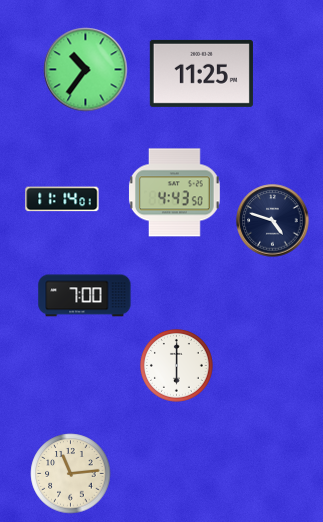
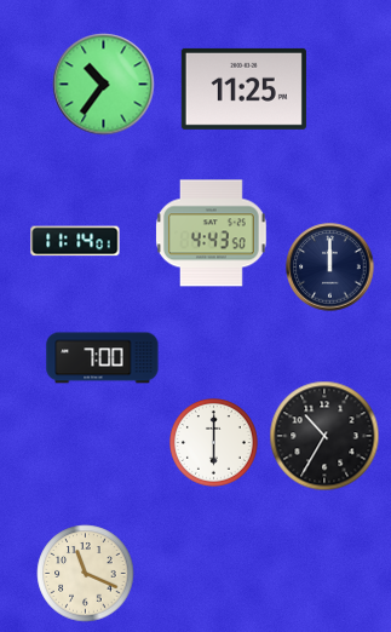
clock at (273, 221): 4:48 -> 12:00
clock at (324, 436): none -> 10:35
clock at (71, 474): 11:14 -> 11:19
